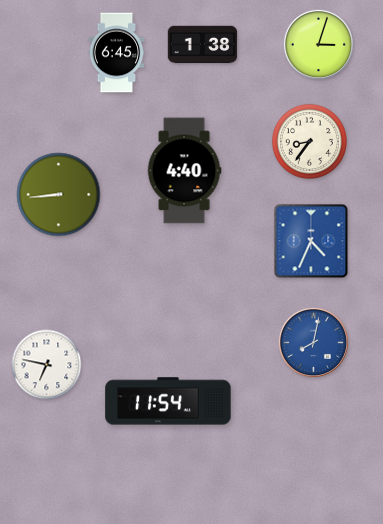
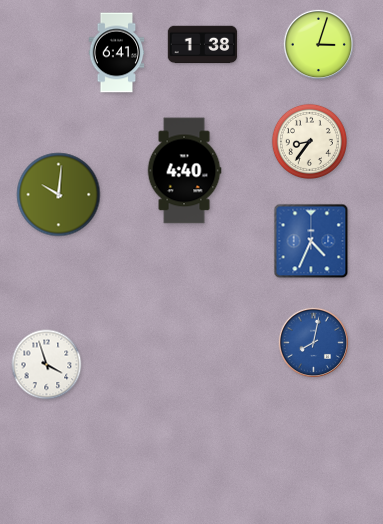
clock at (117, 53): 6:45 -> 6:41
clock at (59, 195): 8:44 -> 10:01
clock at (47, 365): 6:47 -> 3:57
clock at (168, 401): 11:54 -> none
